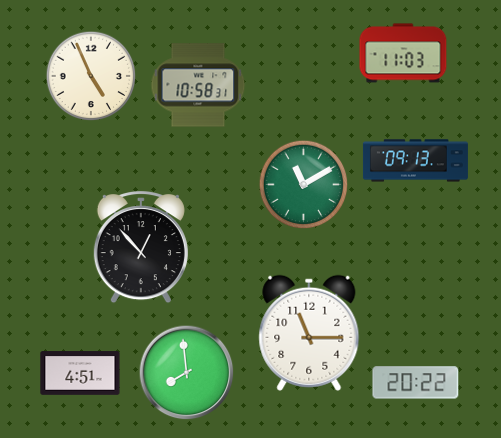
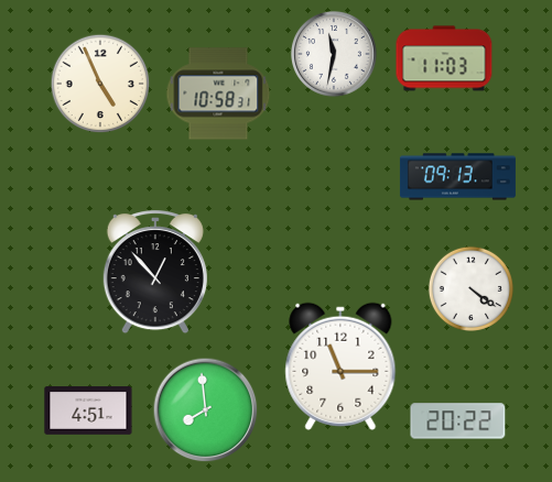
clock at (335, 55): none -> 11:32
clock at (303, 184): 11:10 -> none
clock at (470, 288): none -> 4:21
